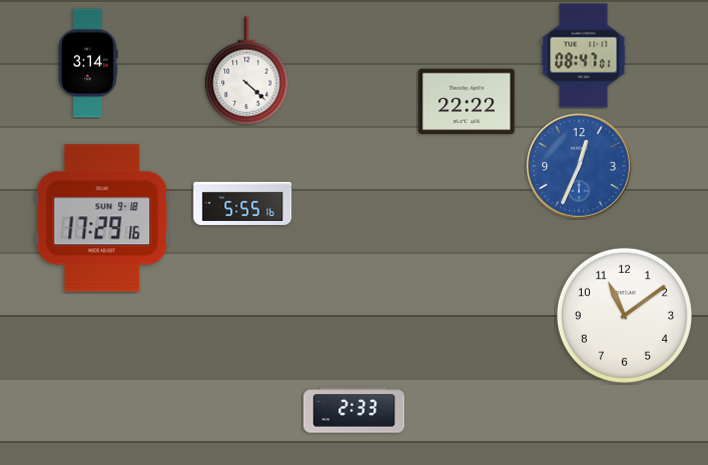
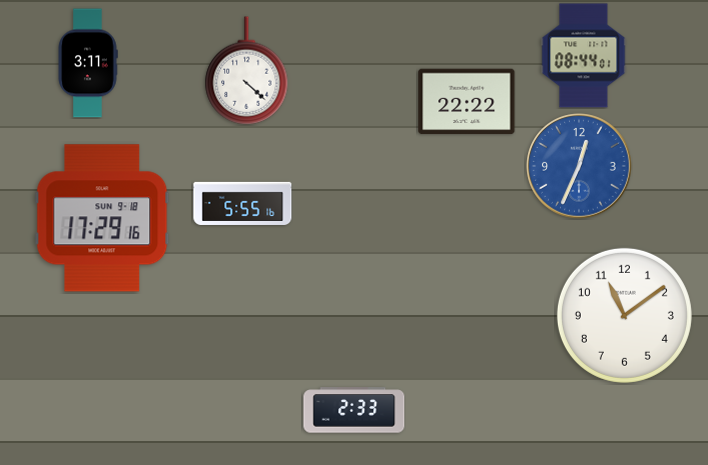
clock at (584, 56): 08:47 -> 08:44
clock at (88, 63): 3:14 -> 3:11
